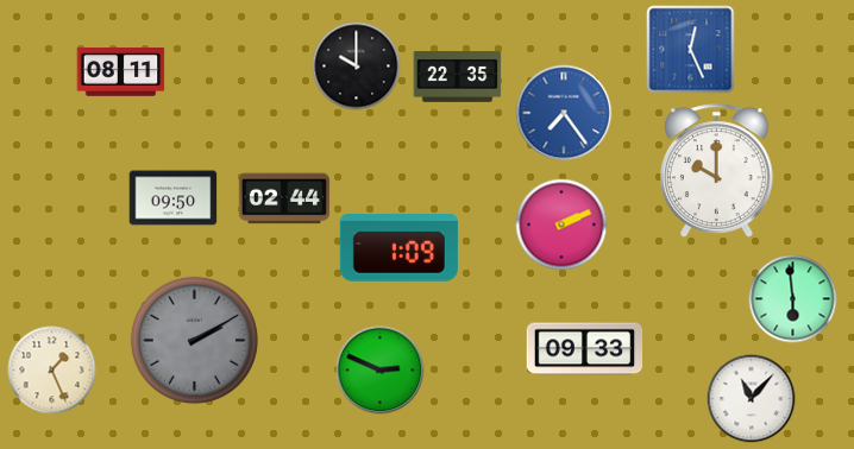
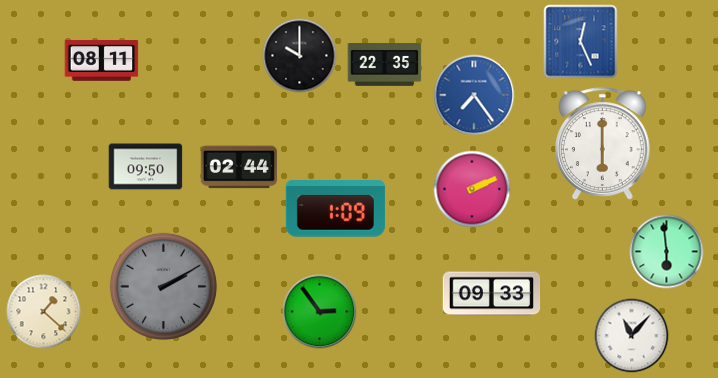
clock at (717, 171): 10:00 -> 6:00
clock at (52, 371): 1:26 -> 1:22
clock at (381, 371): 2:49 -> 2:54
